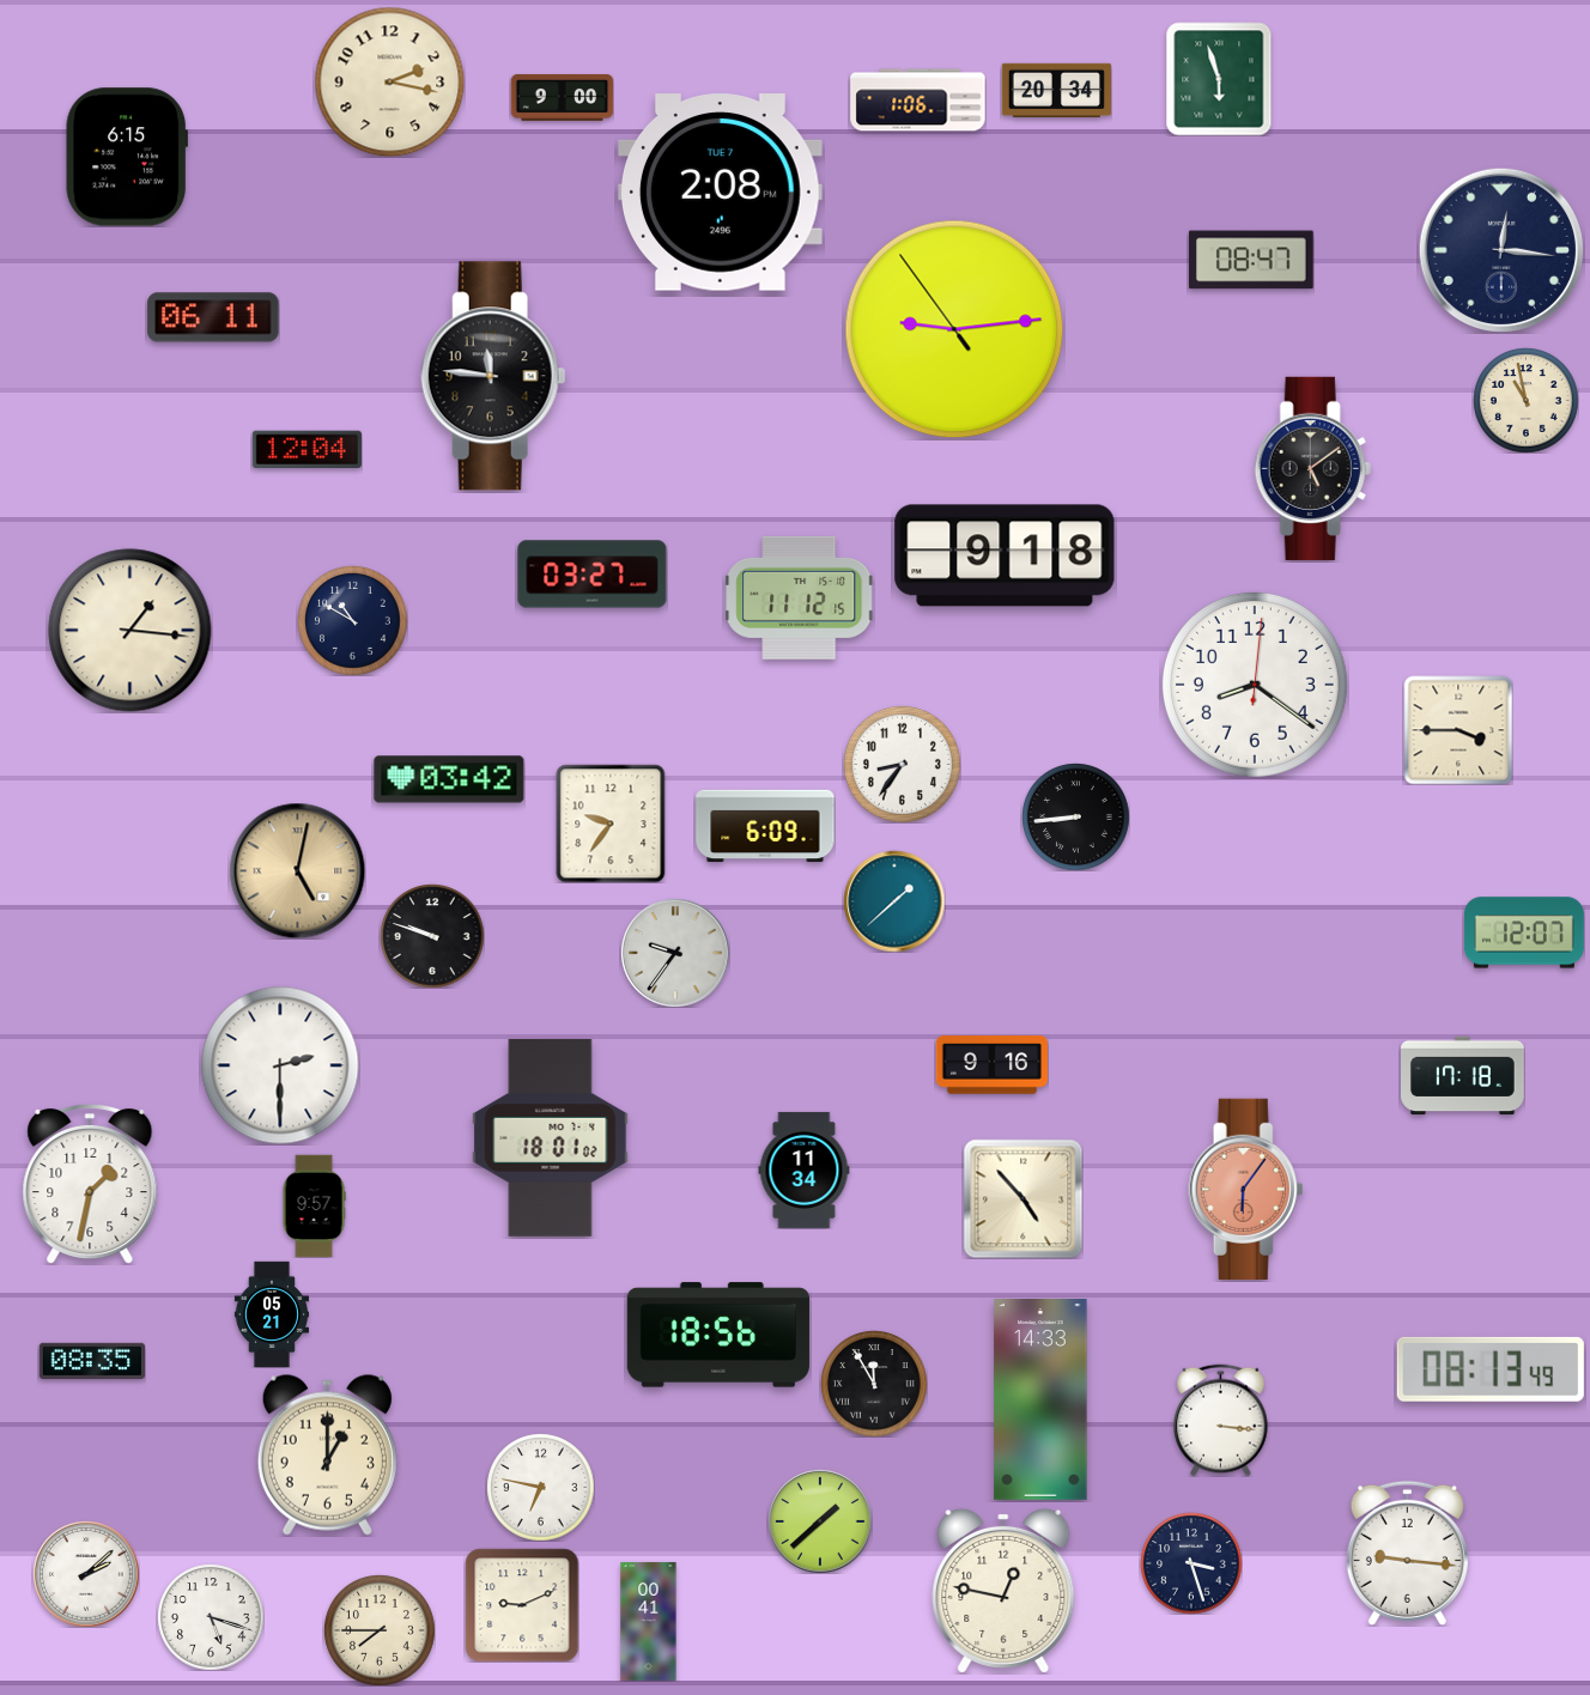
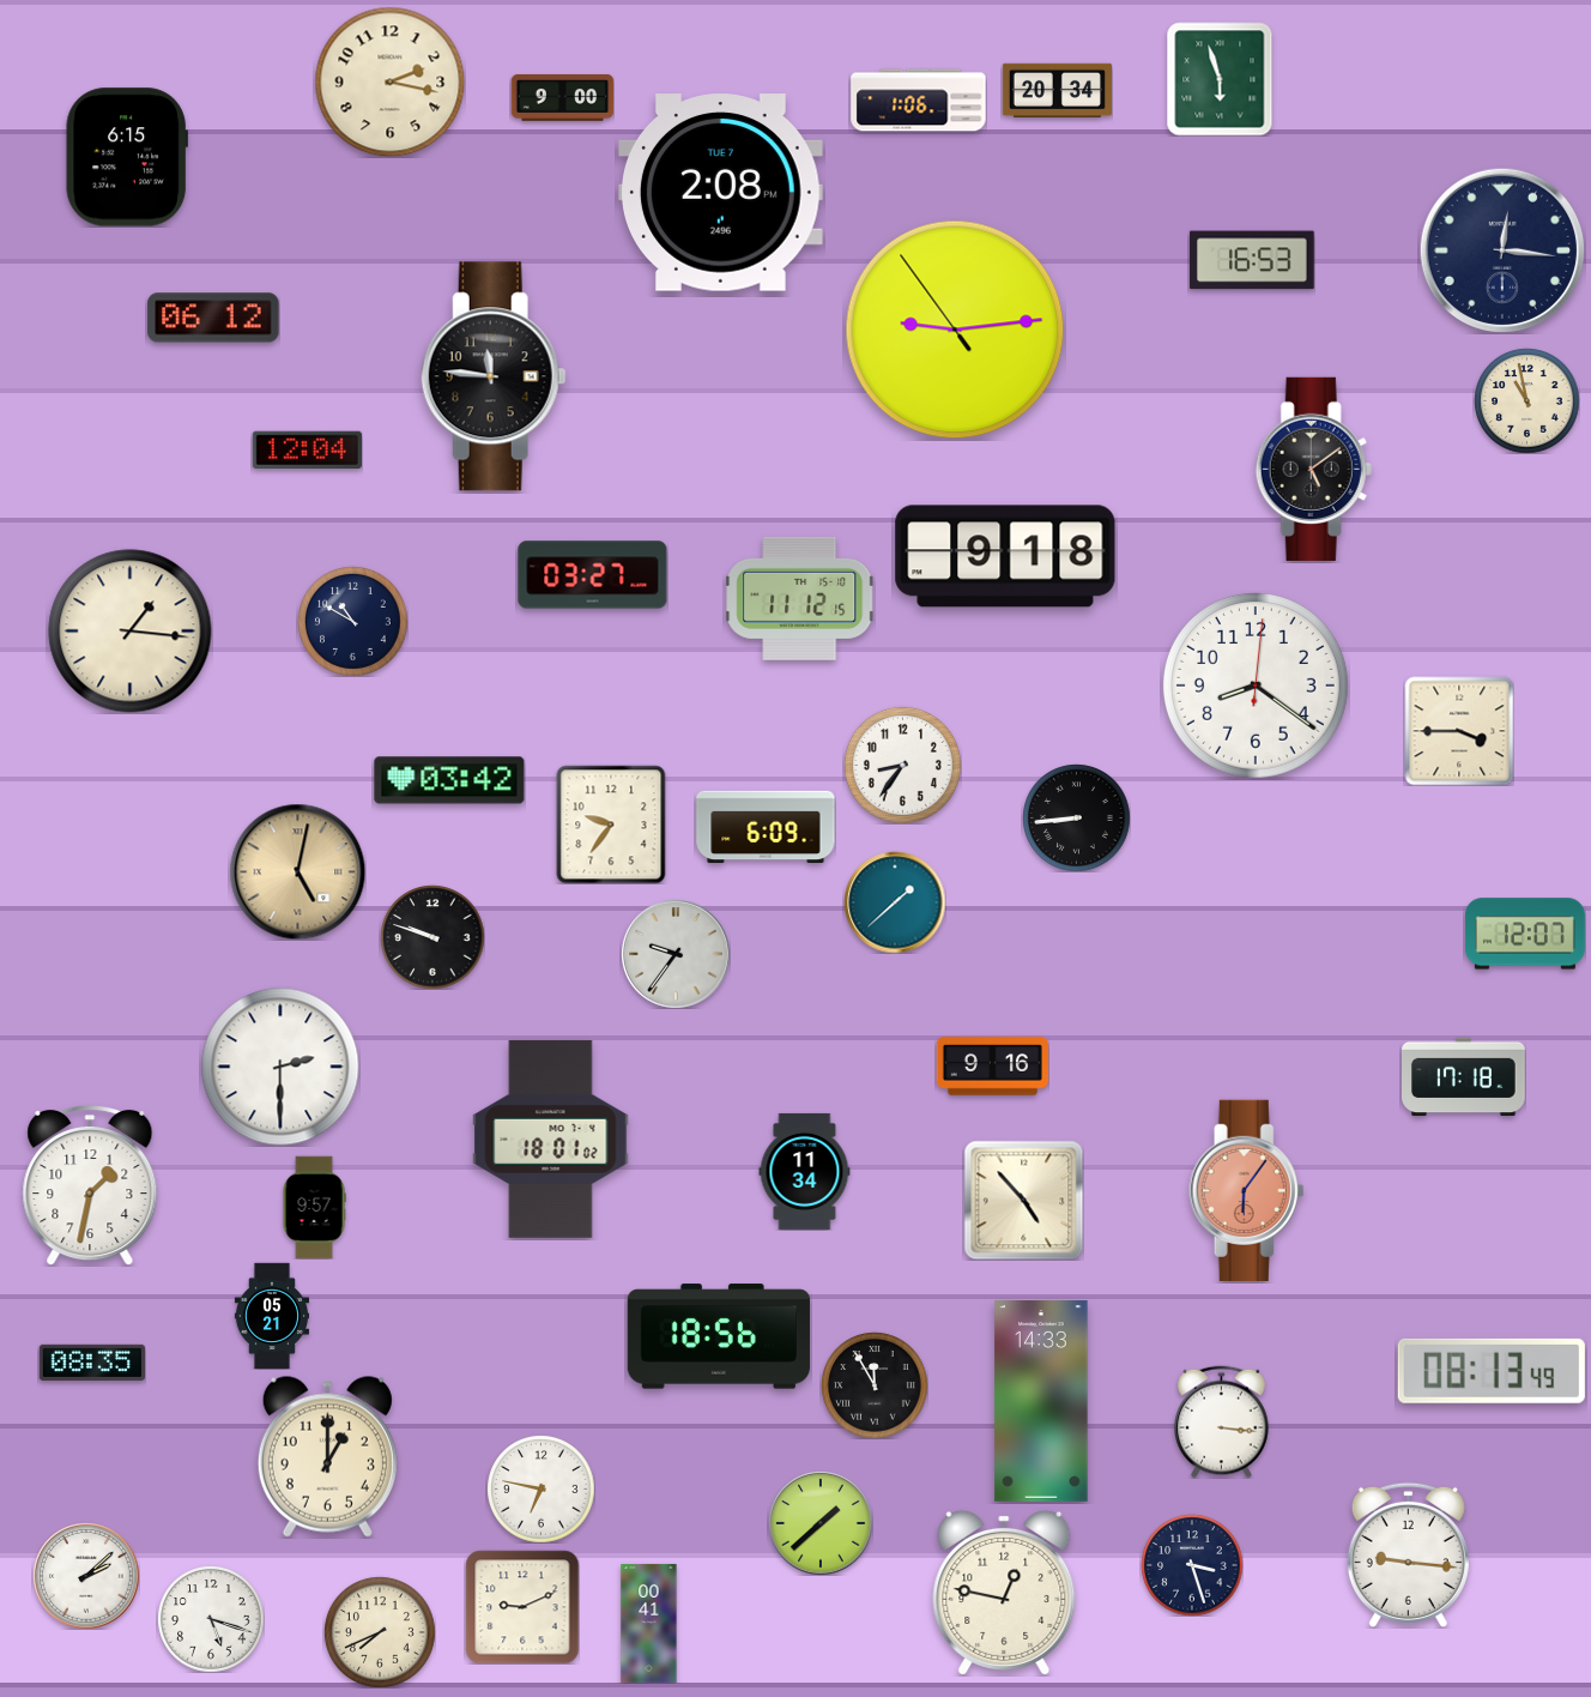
clock at (1251, 260): 08:47 -> 16:53
clock at (213, 317): 06:11 -> 06:12
clock at (380, 1630): 7:45 -> 7:41
